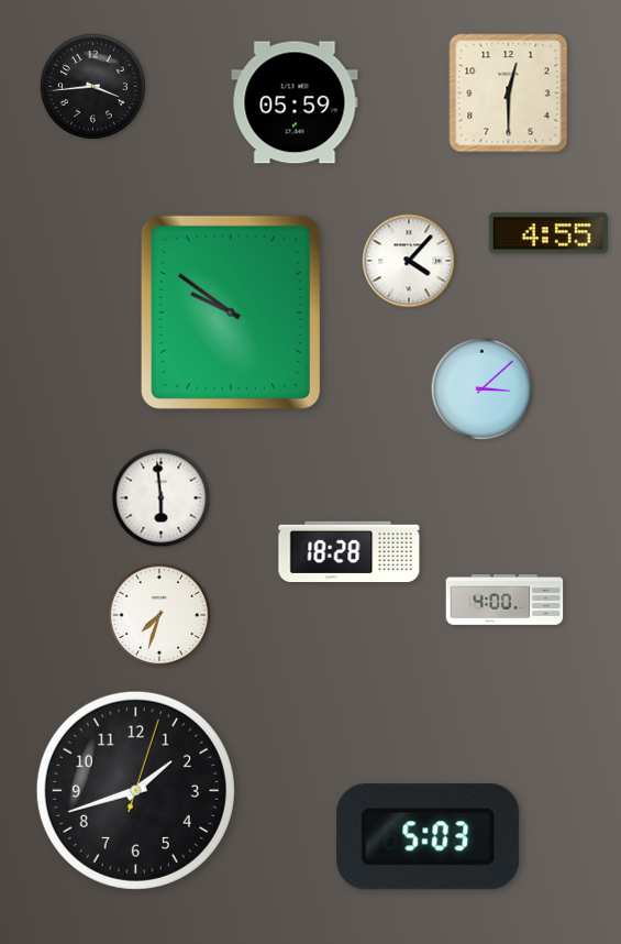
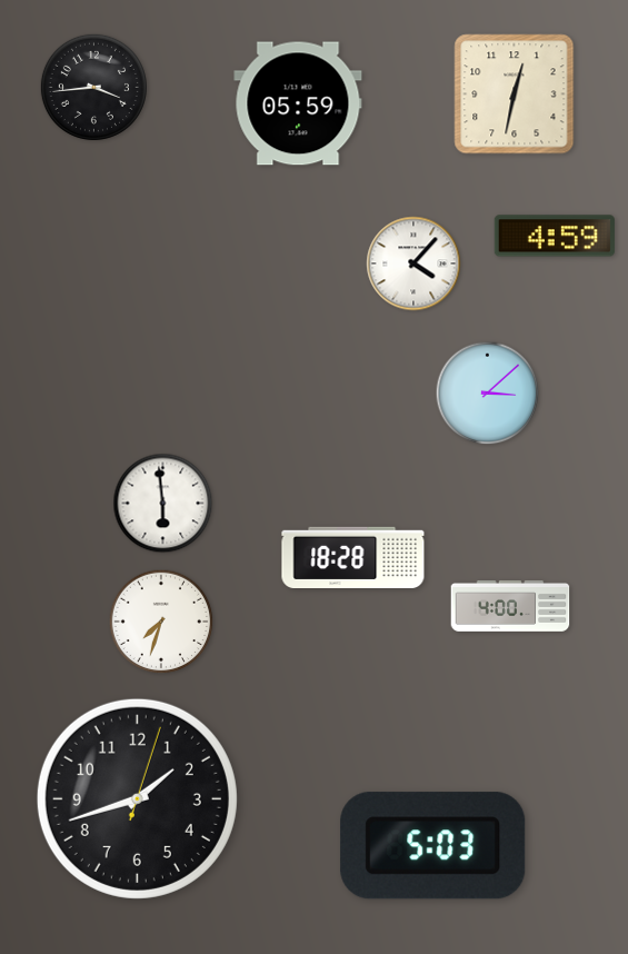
clock at (509, 94): 12:30 -> 12:32
clock at (548, 233): 4:55 -> 4:59
clock at (231, 312): 9:51 -> none
